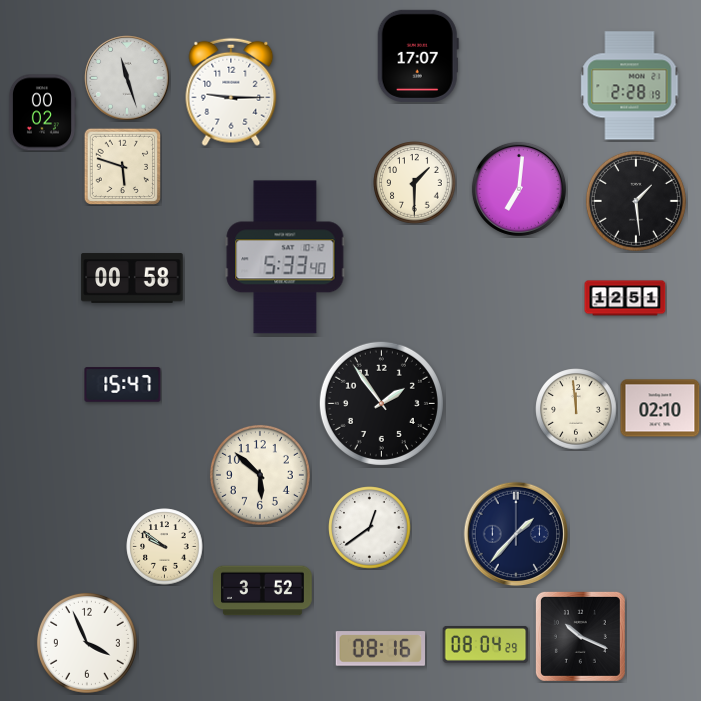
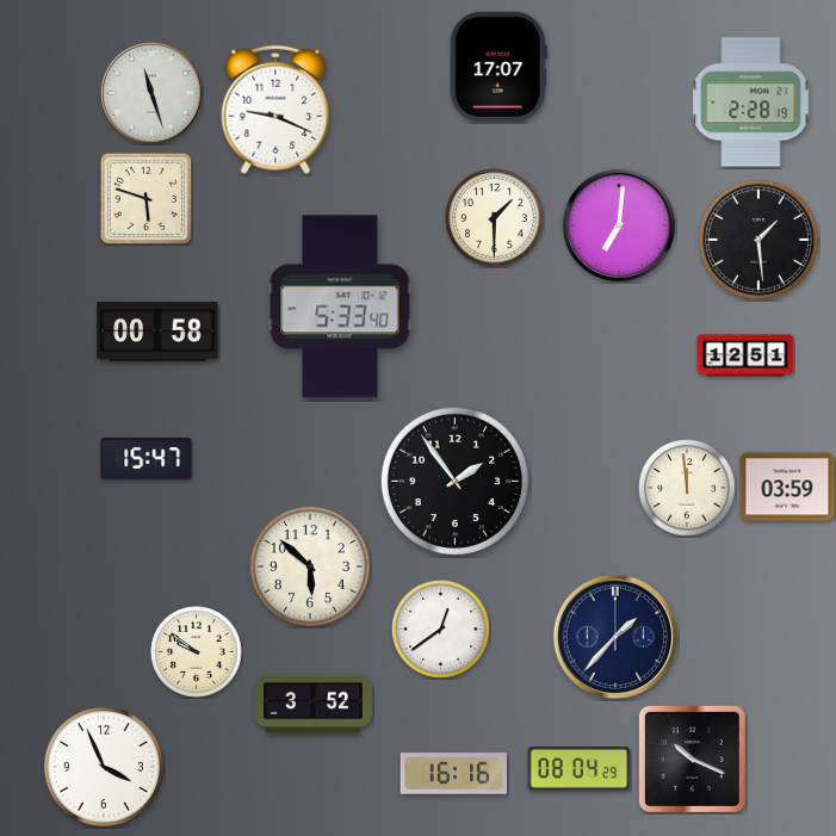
clock at (231, 92): 9:15 -> 9:19
clock at (42, 113): 00:02 -> none
clock at (660, 408): 02:10 -> 03:59
clock at (381, 649): 08:16 -> 16:16
